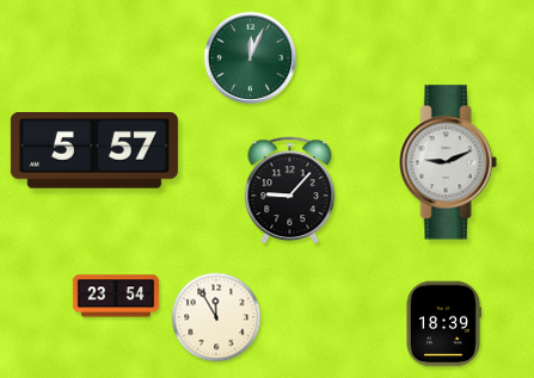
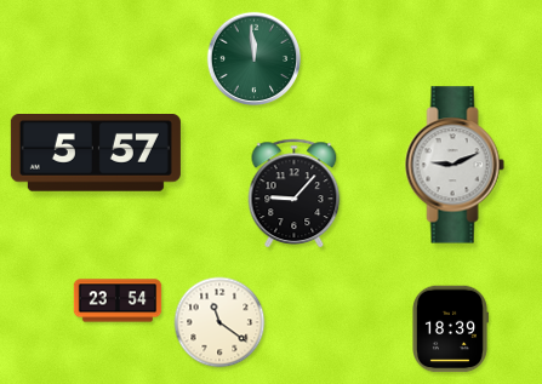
clock at (251, 58): 12:04 -> 11:59
clock at (216, 317): 11:55 -> 11:21
